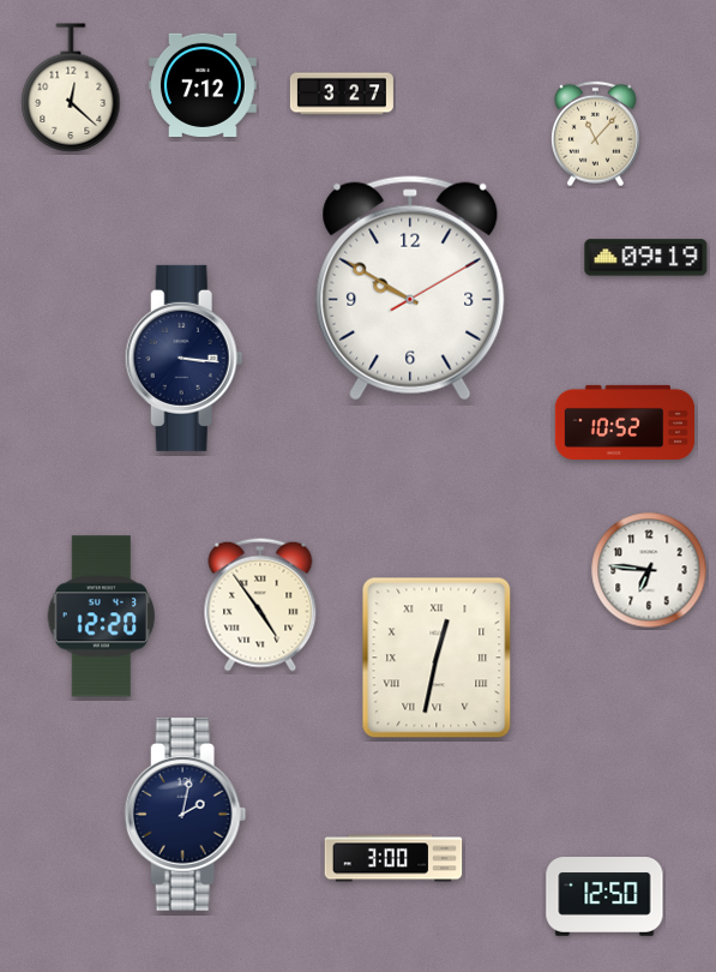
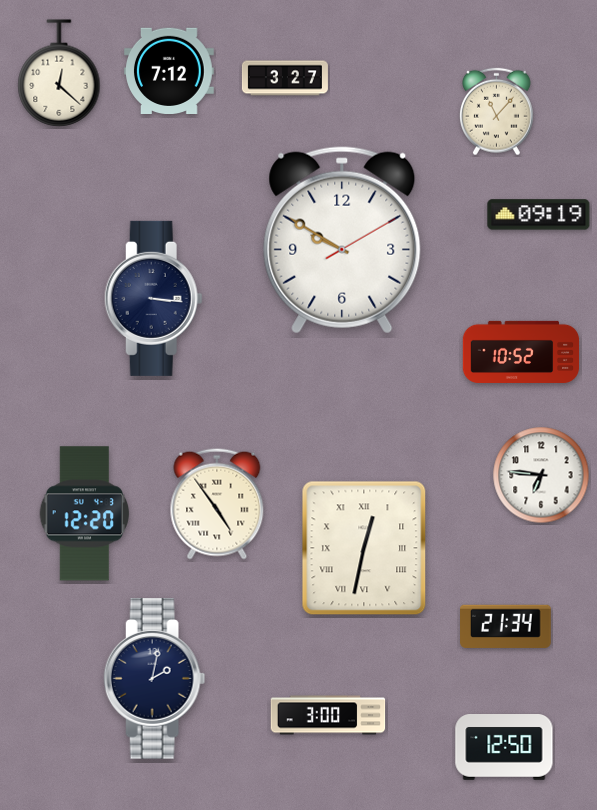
clock at (506, 626): none -> 21:34
